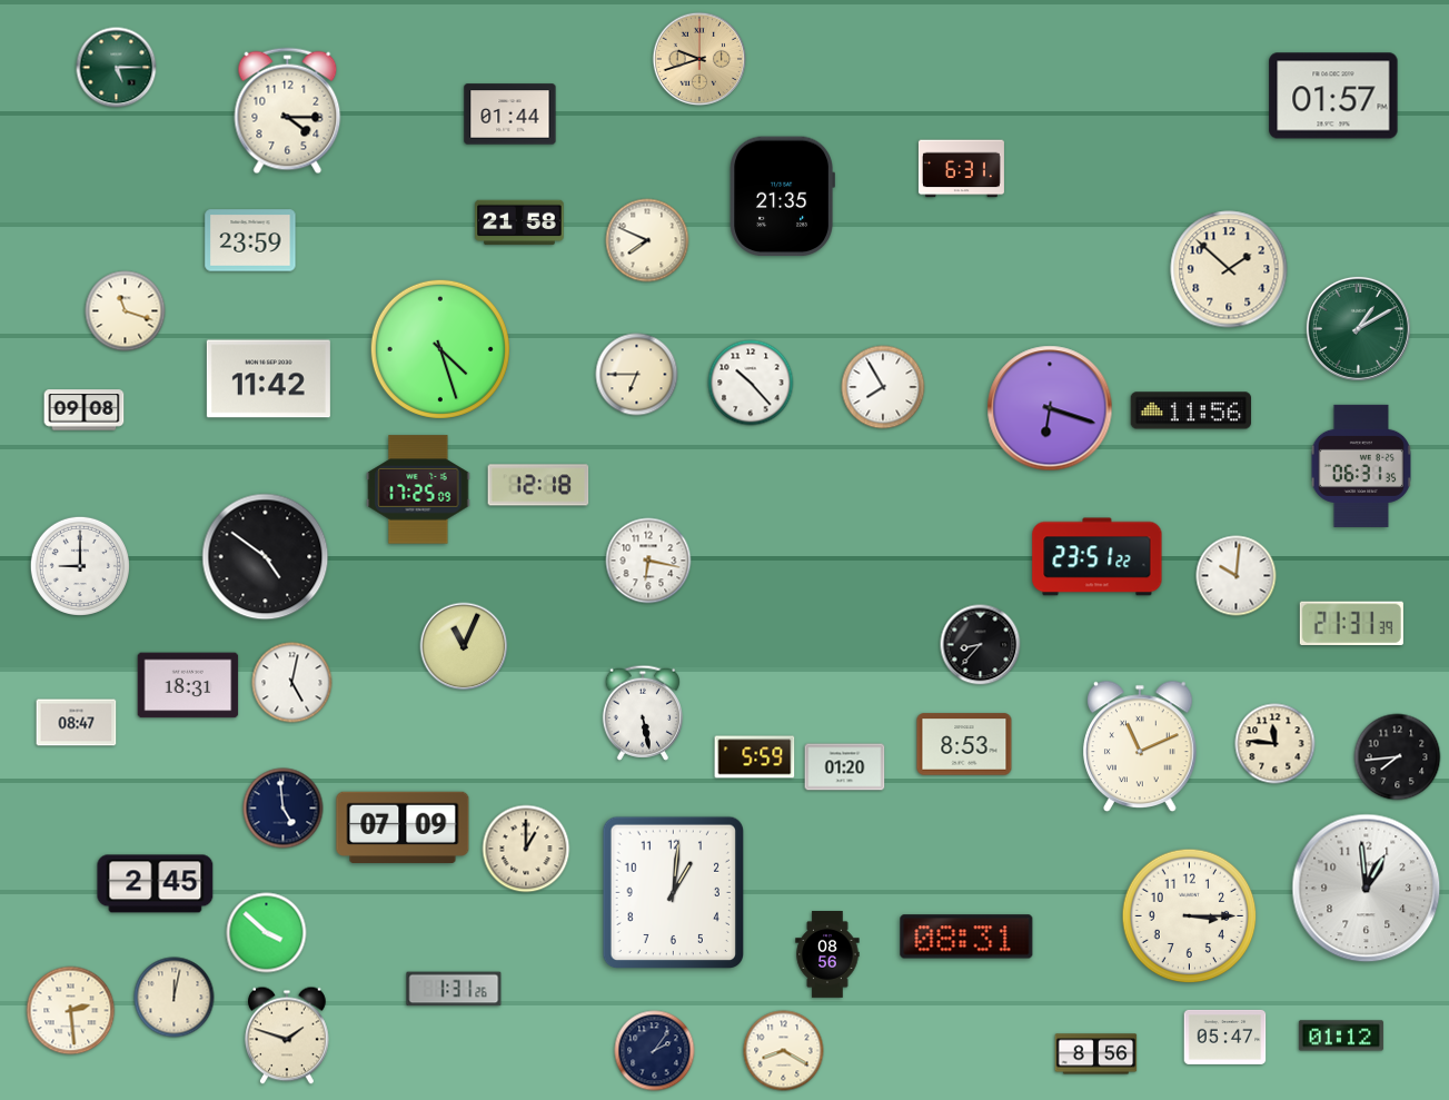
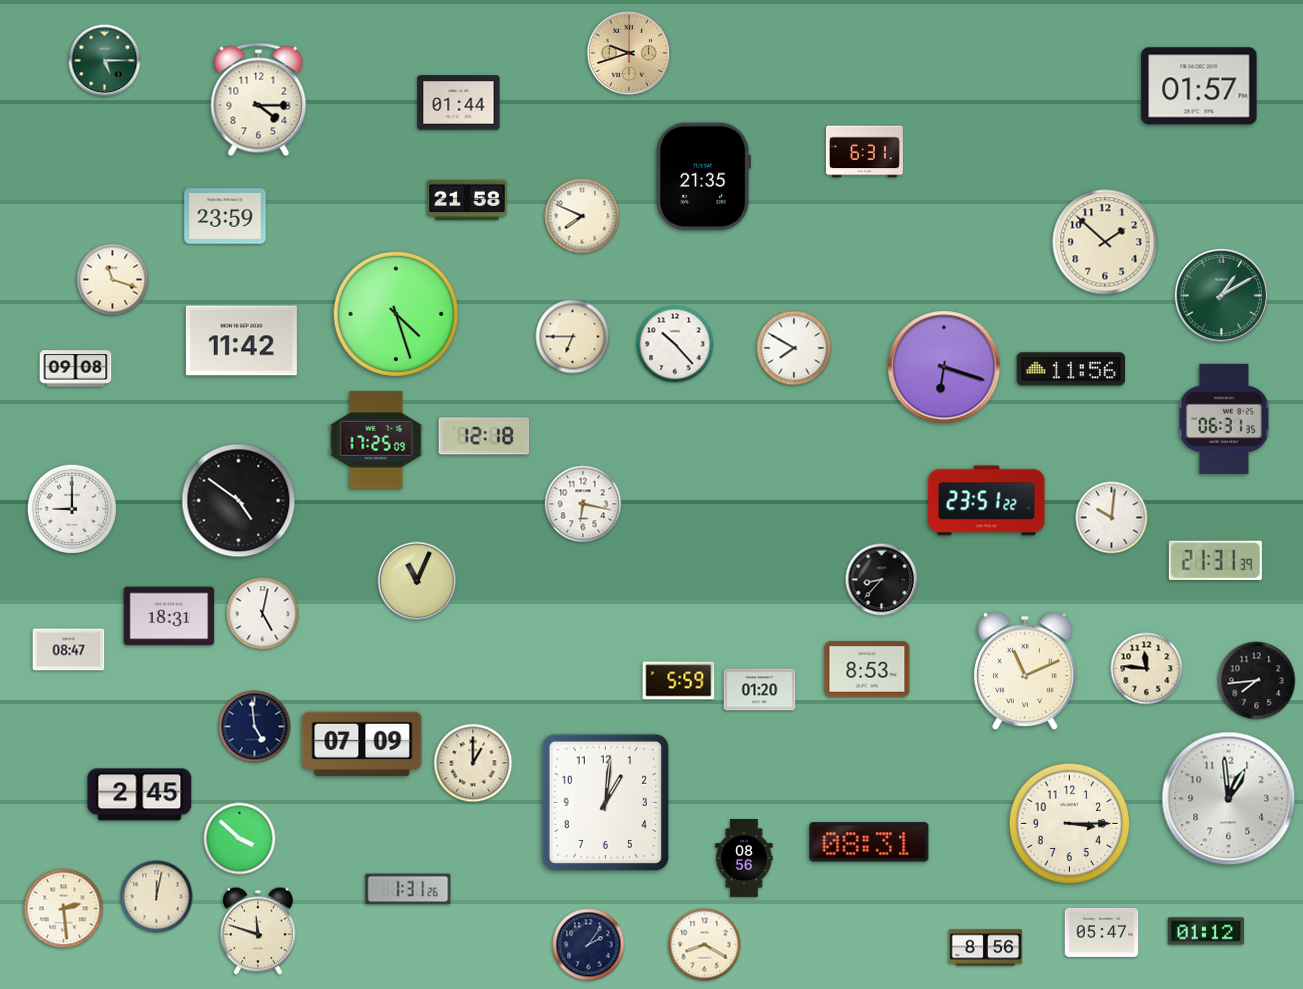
clock at (883, 387): 7:55 -> 7:50
clock at (642, 713): 5:28 -> none
clock at (288, 1035): 1:48 -> 11:48
